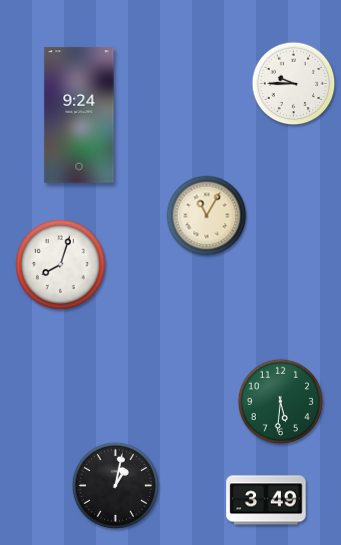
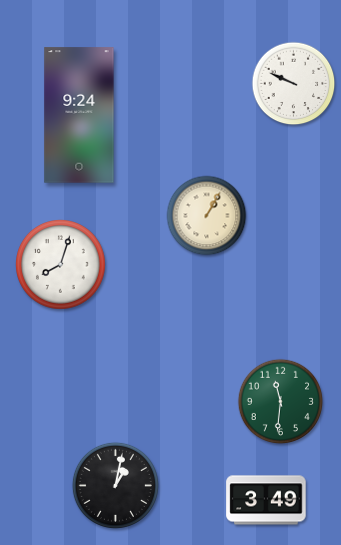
clock at (294, 84): 9:45 -> 9:49
clock at (207, 216): 11:05 -> 1:05
clock at (281, 402): 5:31 -> 11:31
